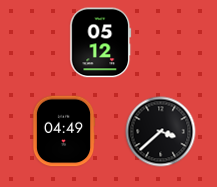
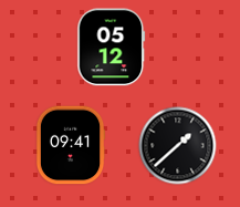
clock at (64, 131): 04:49 -> 09:41
clock at (161, 132): 3:38 -> 1:38
